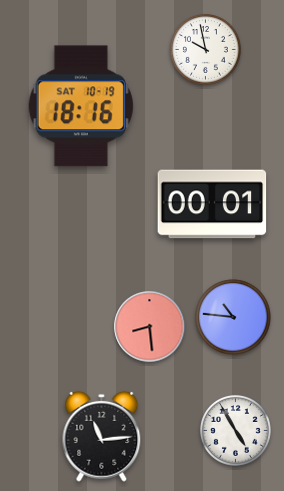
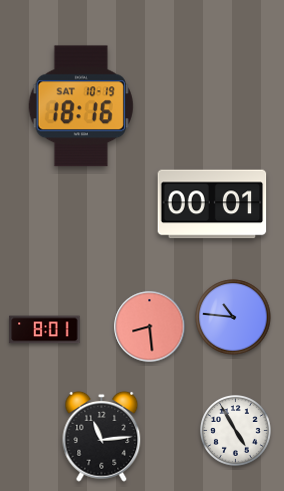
clock at (205, 49): 9:58 -> none
clock at (45, 330): none -> 8:01
